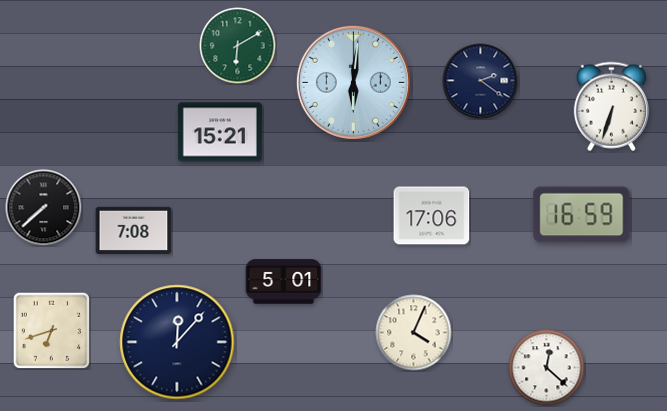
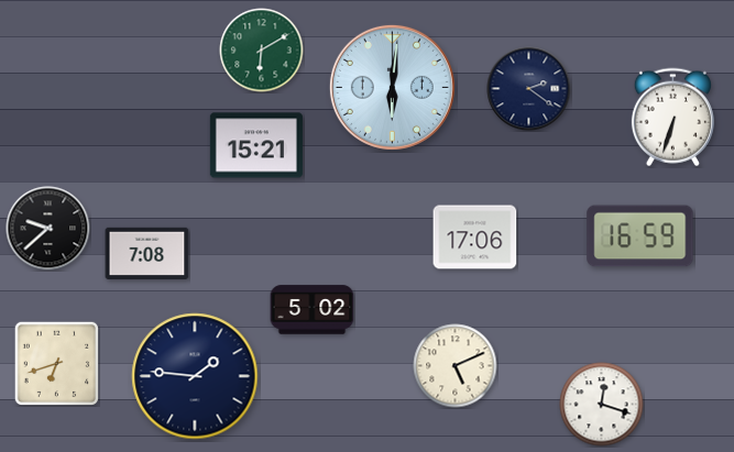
clock at (353, 82) position: (353, 82) -> (392, 87)
clock at (220, 132) position: (220, 132) -> (256, 145)
clock at (44, 208): 7:38 -> 9:38
clock at (284, 282): 5:01 -> 5:02
clock at (414, 333): 4:04 -> 5:11
clock at (177, 342): 12:07 -> 1:46
clock at (547, 368): 12:22 -> 12:18
